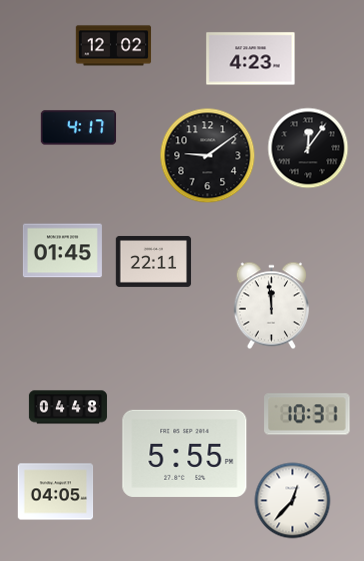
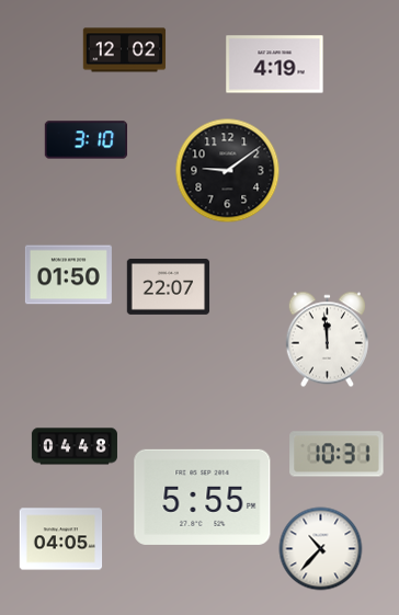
clock at (251, 59): 4:23 -> 4:19
clock at (79, 128): 4:17 -> 3:10
clock at (308, 148): 12:06 -> none
clock at (62, 251): 01:45 -> 01:50
clock at (154, 261): 22:11 -> 22:07
clock at (271, 306) position: (271, 306) -> (327, 340)
clock at (293, 501): 12:37 -> 10:37
